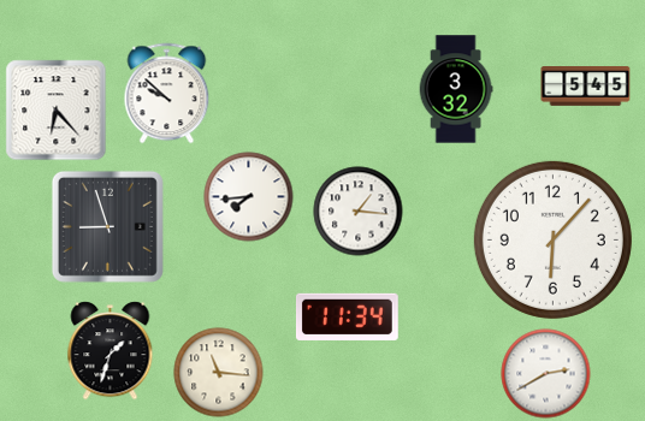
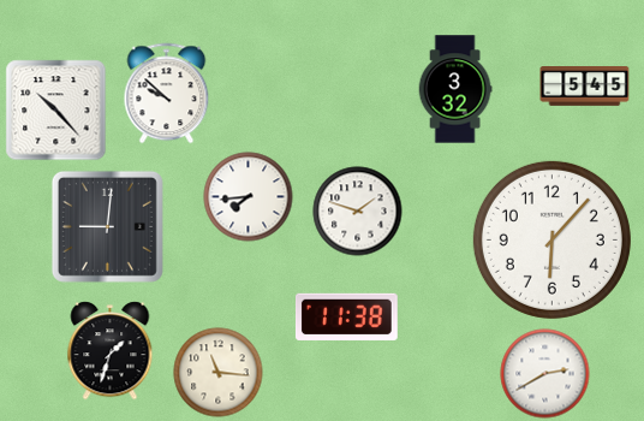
clock at (57, 111): 6:23 -> 10:23
clock at (359, 212): 1:16 -> 1:48
clock at (107, 226): 8:57 -> 9:01
clock at (347, 316): 11:34 -> 11:38
